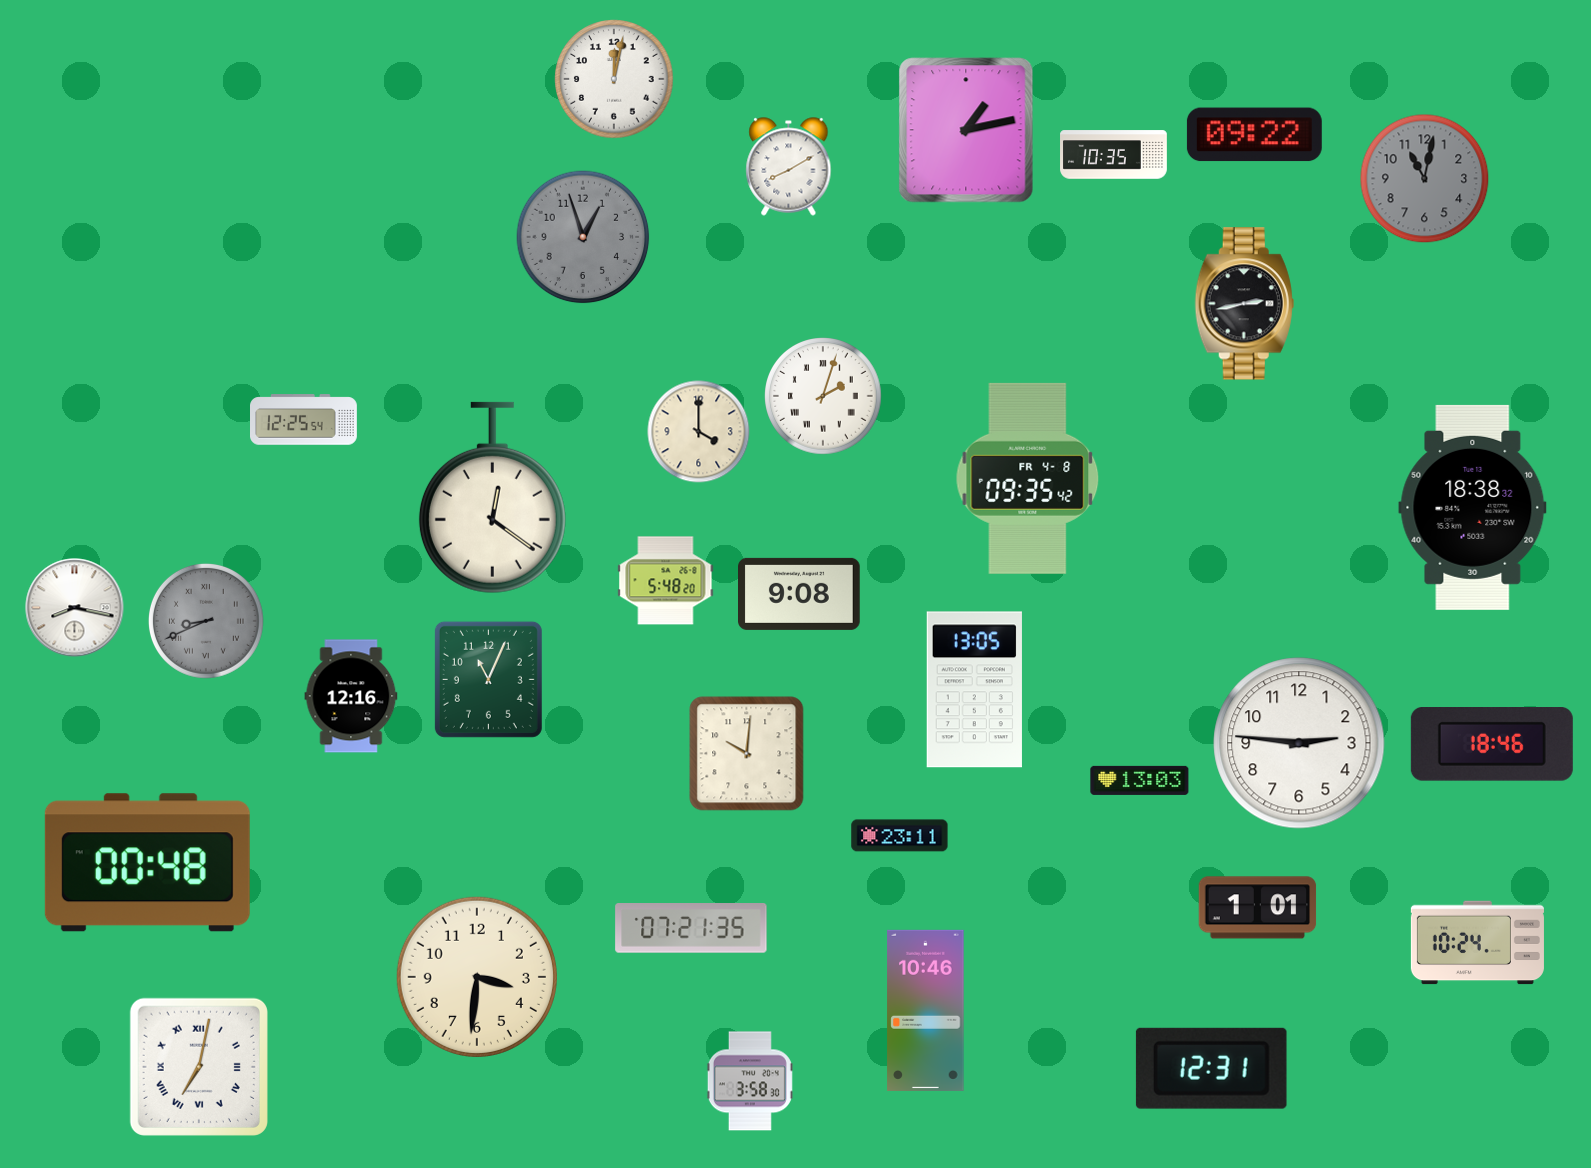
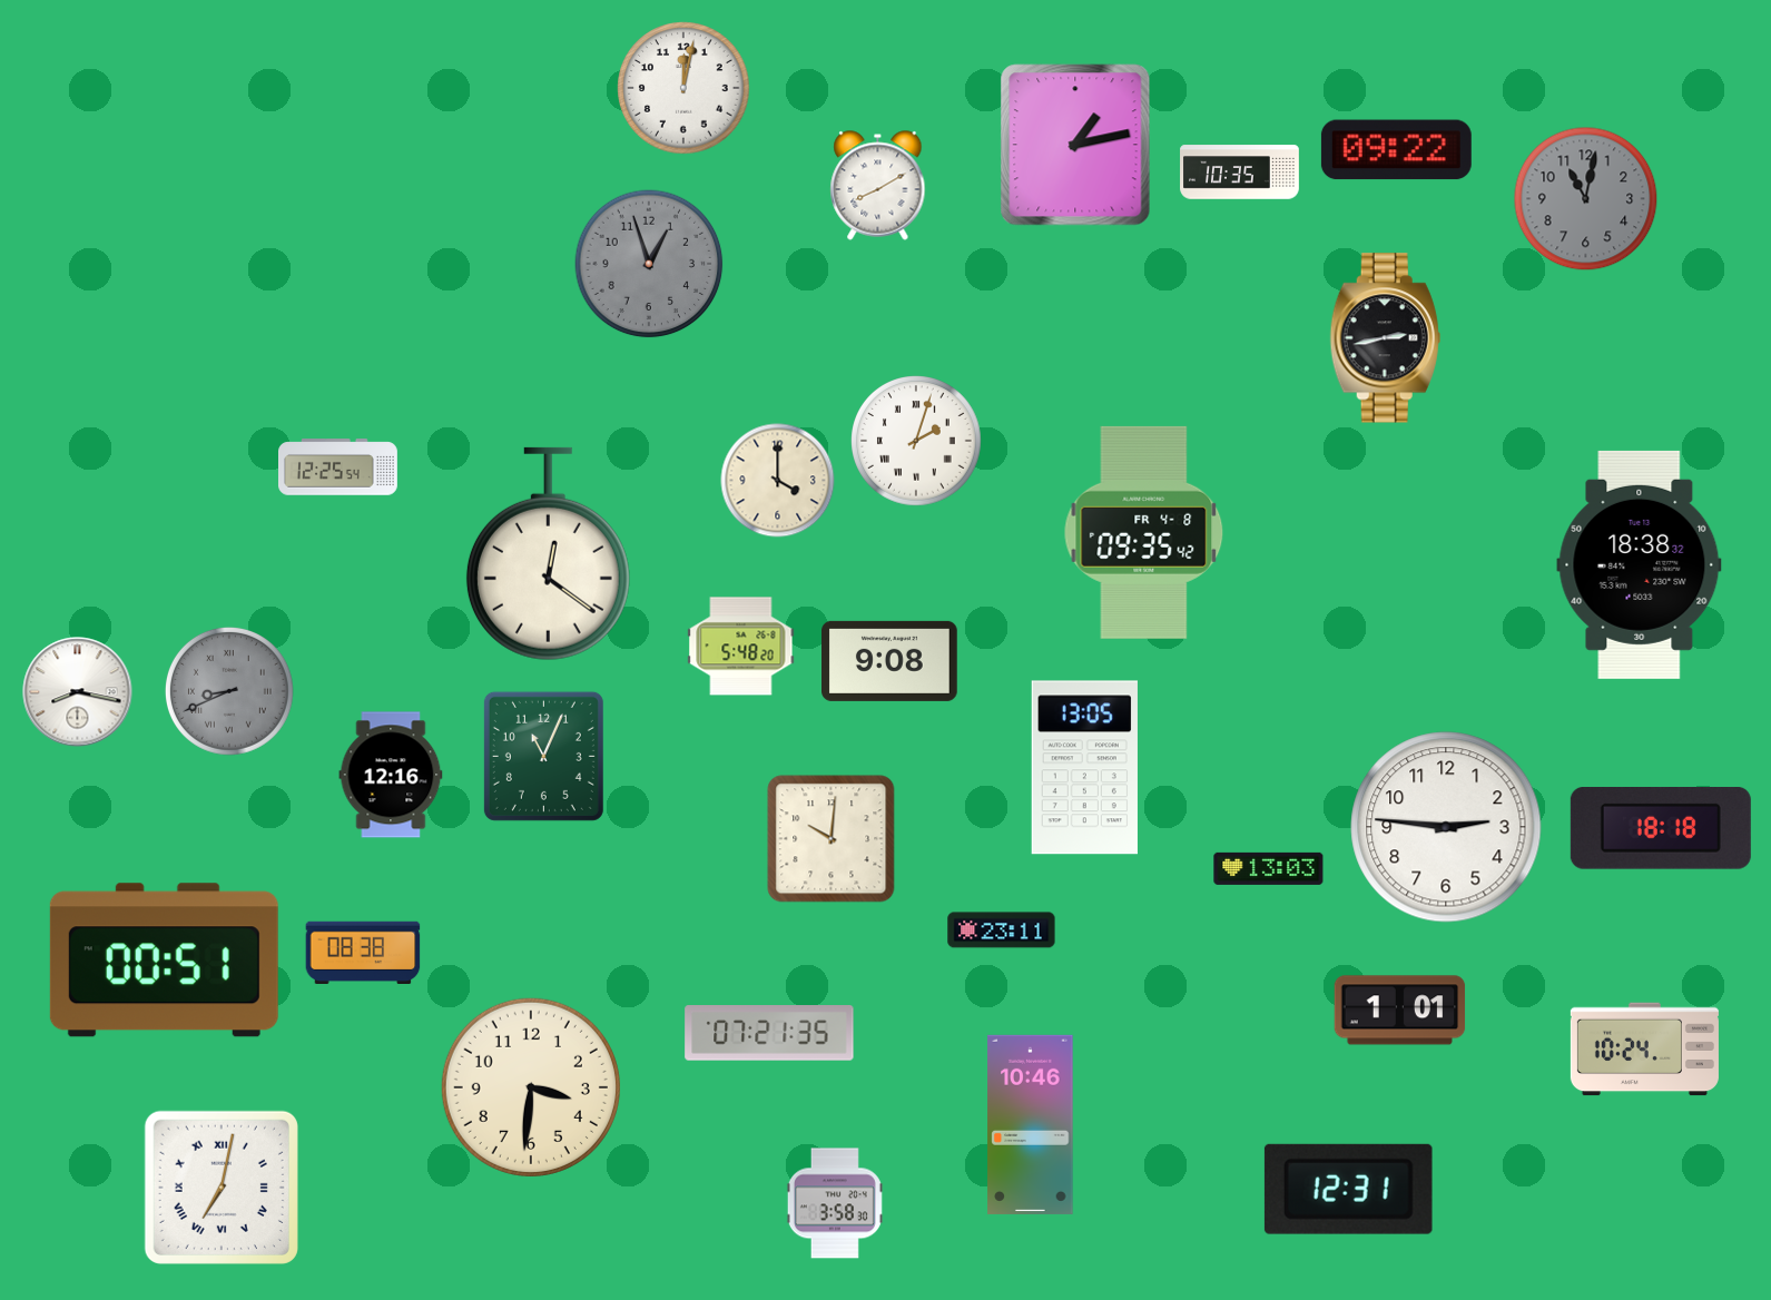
clock at (75, 608) position: (75, 608) -> (78, 692)
clock at (1492, 745): 18:46 -> 18:18
clock at (363, 953): none -> 08:38
clock at (147, 863): 00:48 -> 00:51
